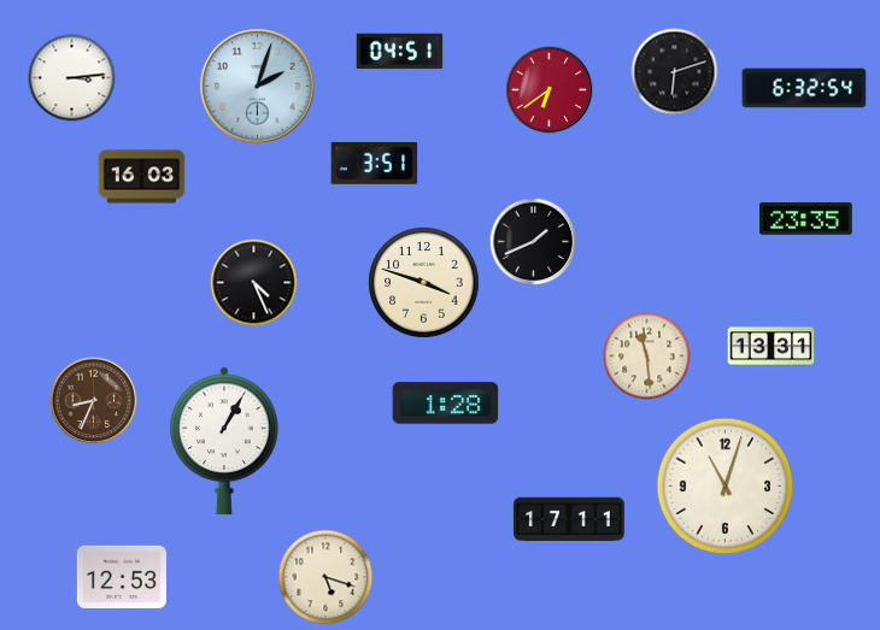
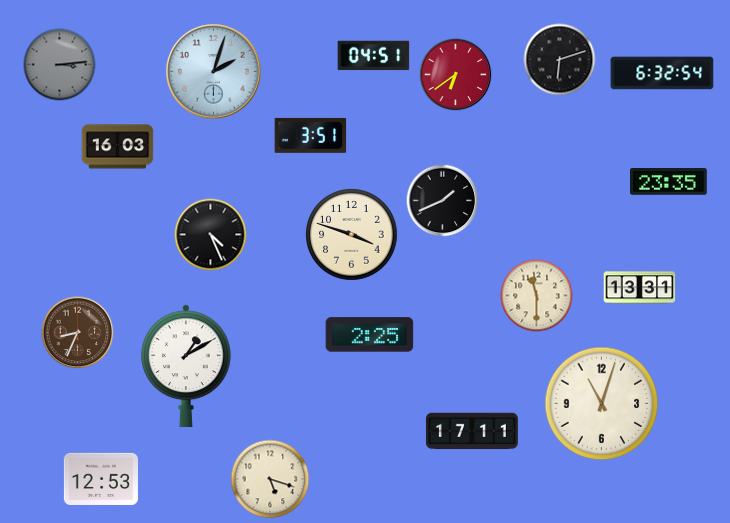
clock at (400, 52) position: (400, 52) -> (374, 56)
clock at (72, 78) dial: white -> grey
clock at (804, 88) position: (804, 88) -> (662, 73)
clock at (647, 357): 11:29 -> 11:30
clock at (446, 404): 1:28 -> 2:25
clock at (224, 441): 1:05 -> 1:10
